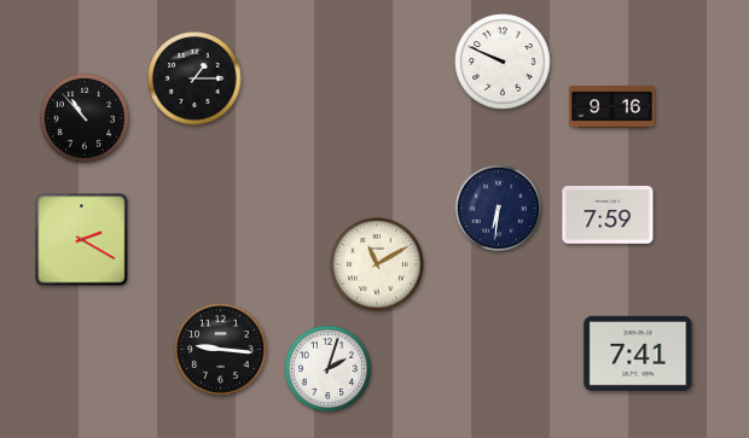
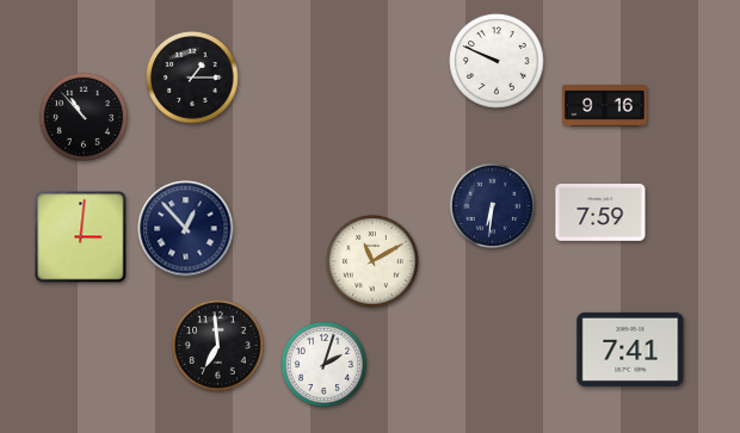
clock at (186, 229): none -> 12:53
clock at (82, 240): 2:20 -> 3:01
clock at (221, 350): 9:16 -> 6:59
